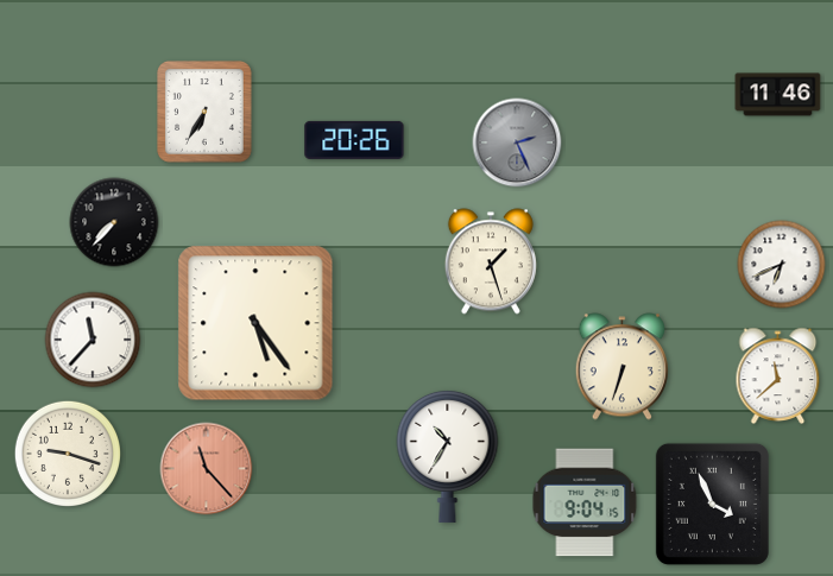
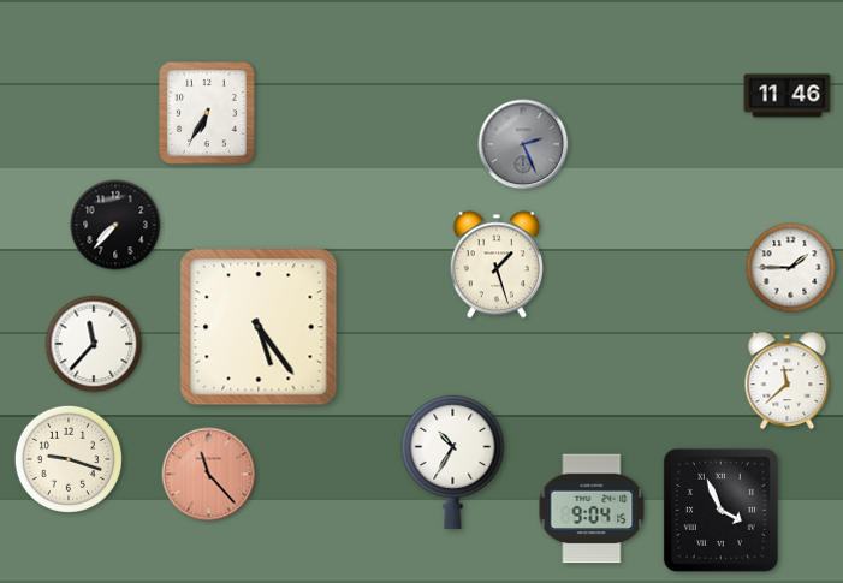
clock at (354, 140): 20:26 -> none
clock at (782, 265): 6:41 -> 1:45
clock at (621, 367): 6:33 -> none
